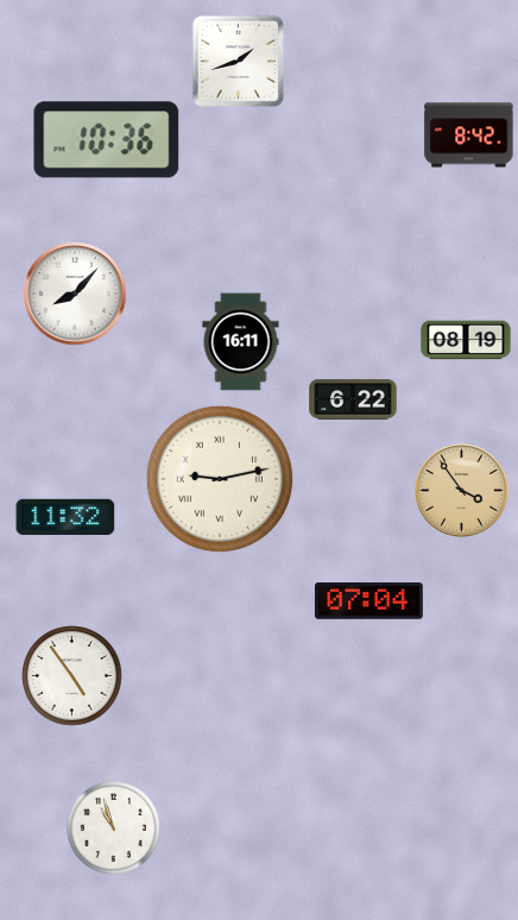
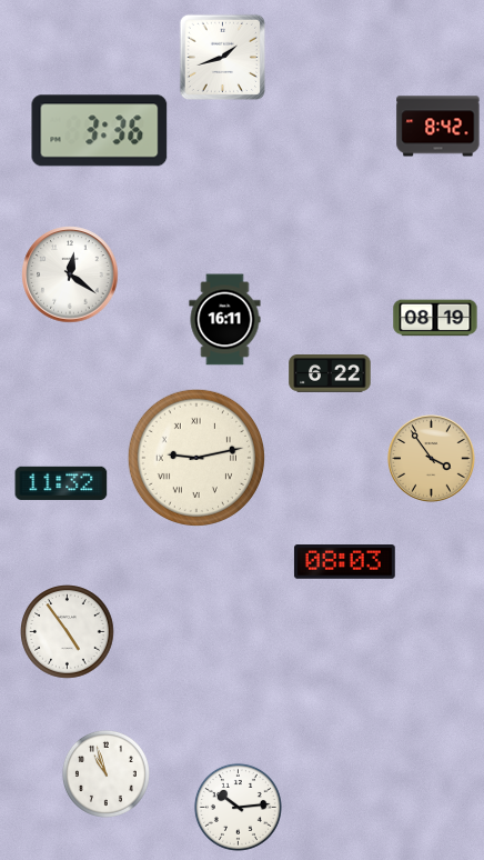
clock at (107, 140): 10:36 -> 3:36
clock at (75, 294): 8:07 -> 12:21
clock at (220, 479) position: (220, 479) -> (196, 458)
clock at (369, 601): 07:04 -> 08:03
clock at (238, 807): none -> 10:14
